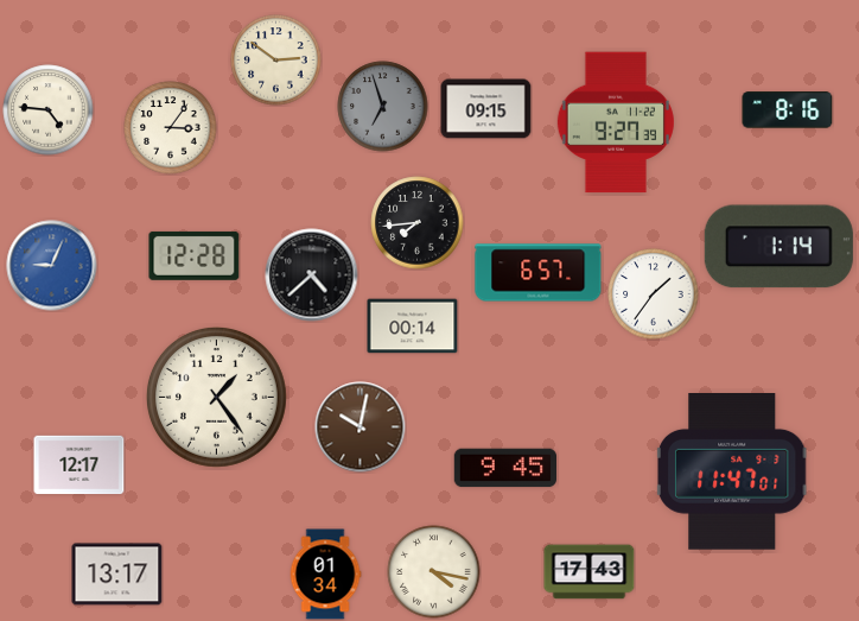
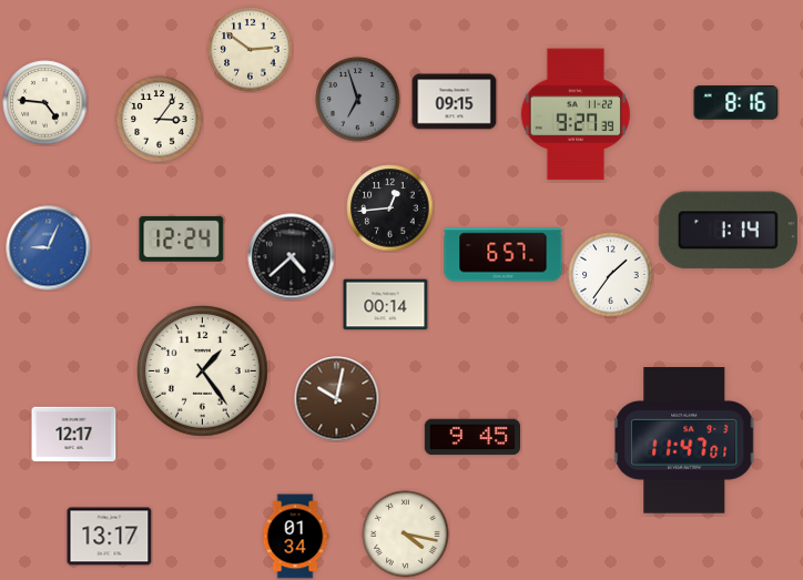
clock at (276, 61) position: (276, 61) -> (251, 50)
clock at (418, 223): 7:44 -> 12:44
clock at (195, 255): 12:28 -> 12:24
clock at (590, 572): 17:43 -> none
clock at (325, 575) position: (325, 575) -> (295, 537)
